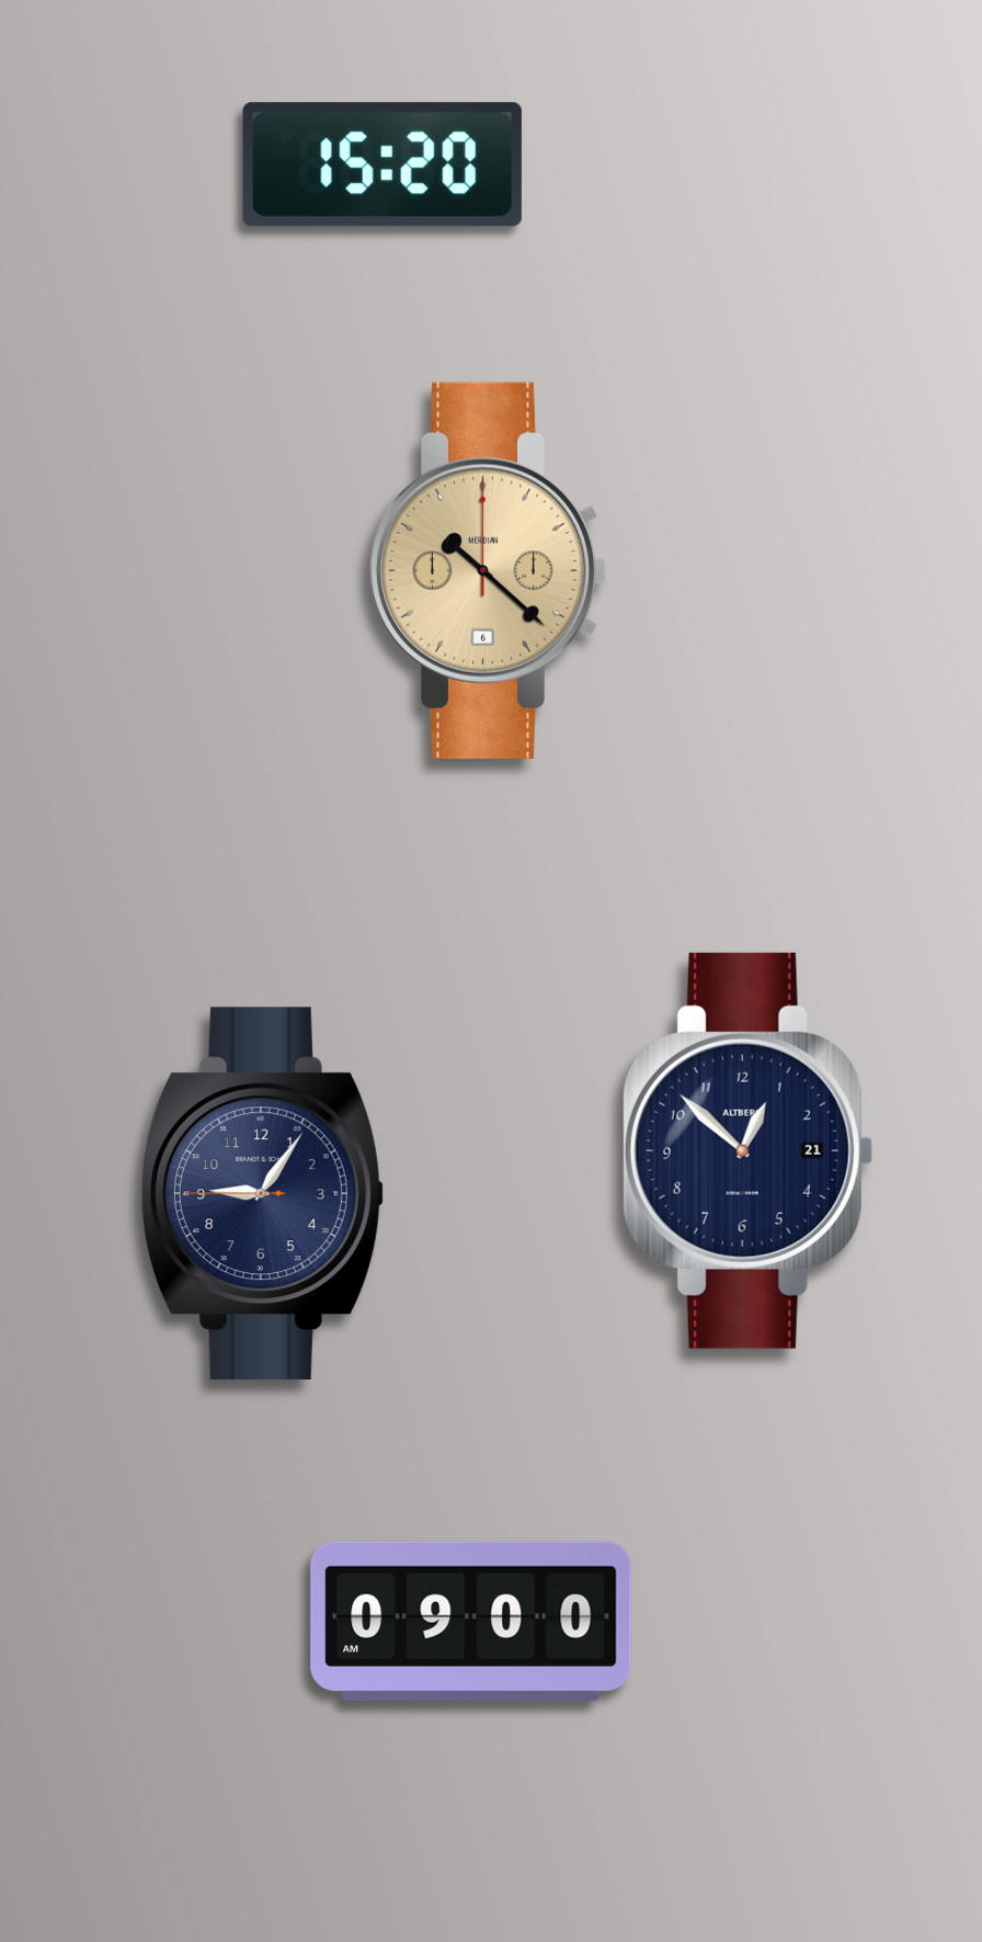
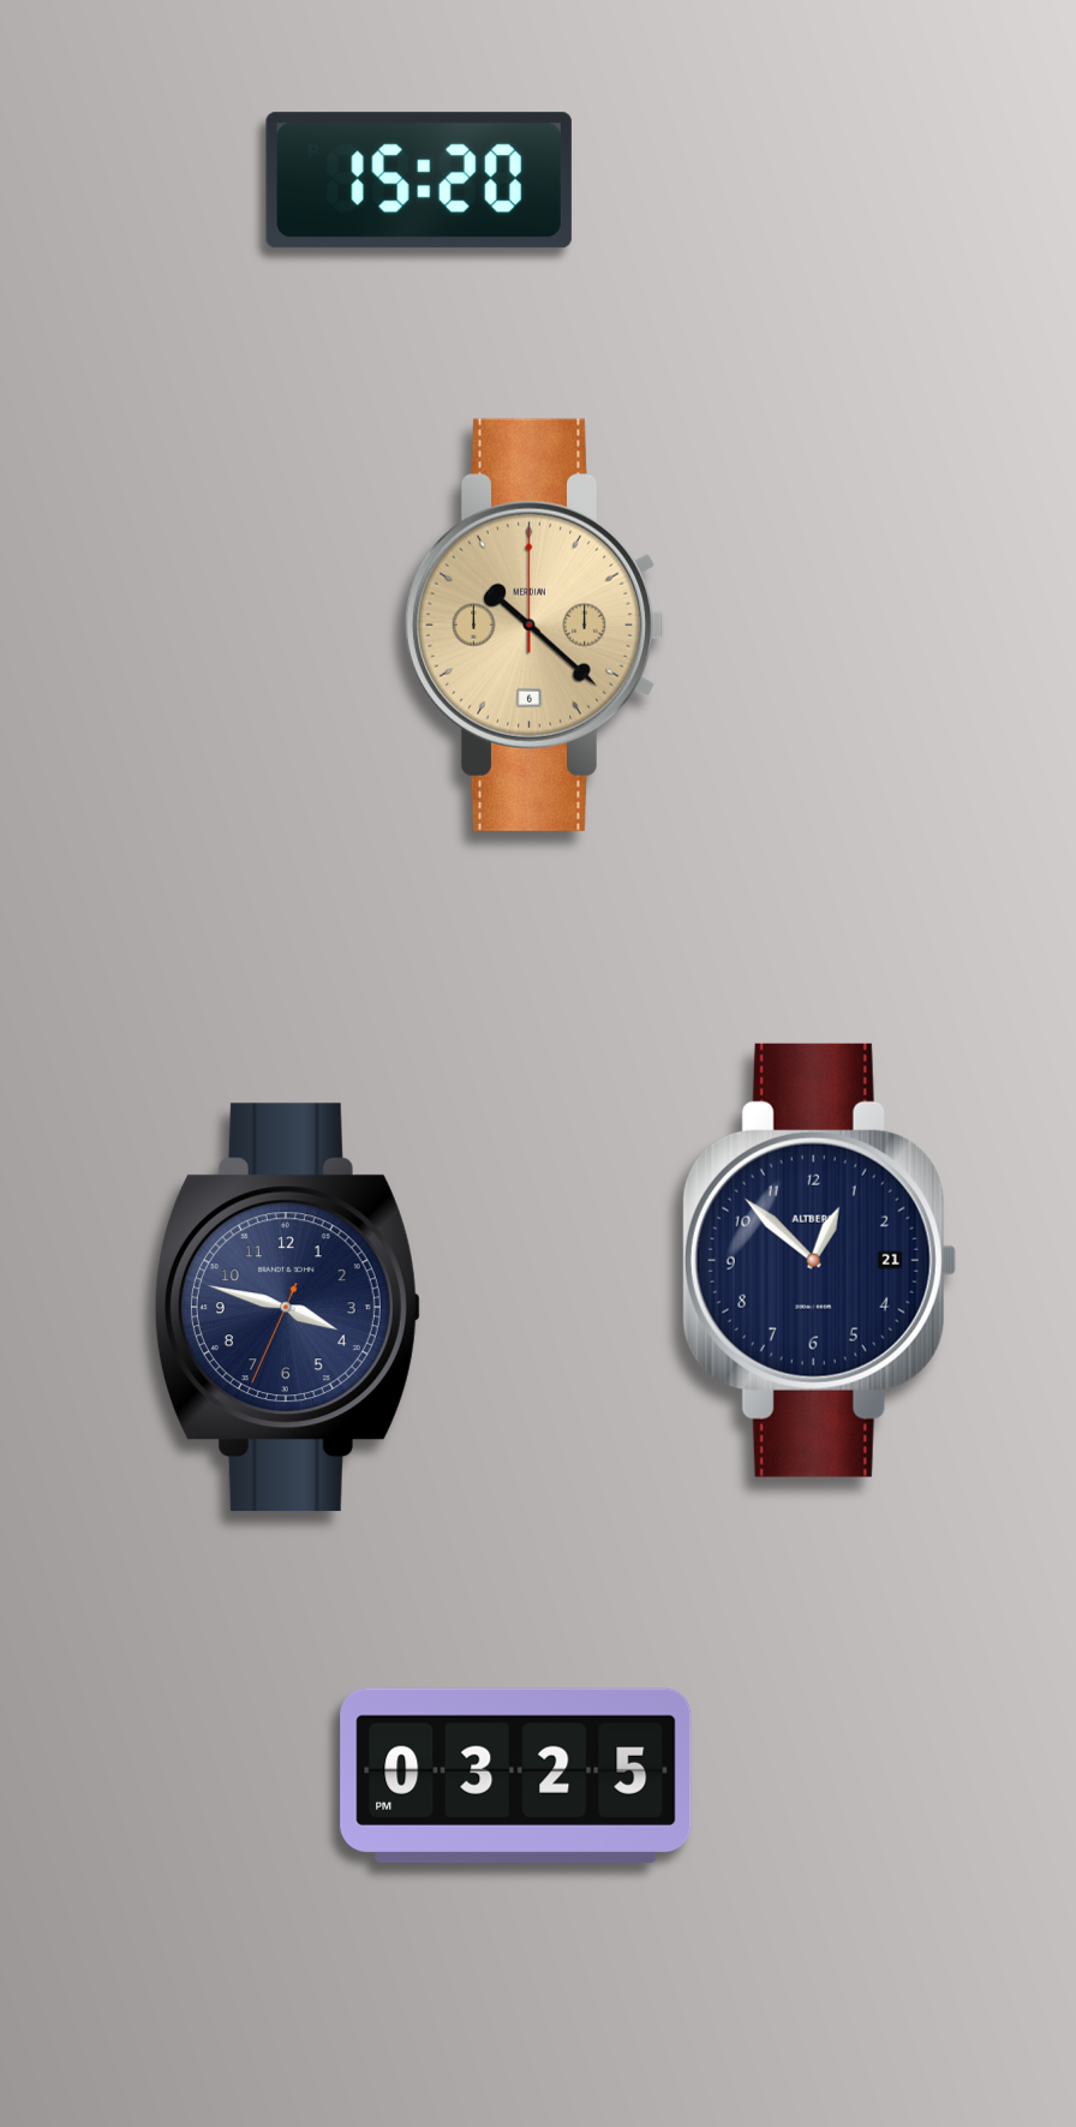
clock at (262, 1194): 9:05 -> 3:47
clock at (471, 1621): 09:00 -> 03:25
